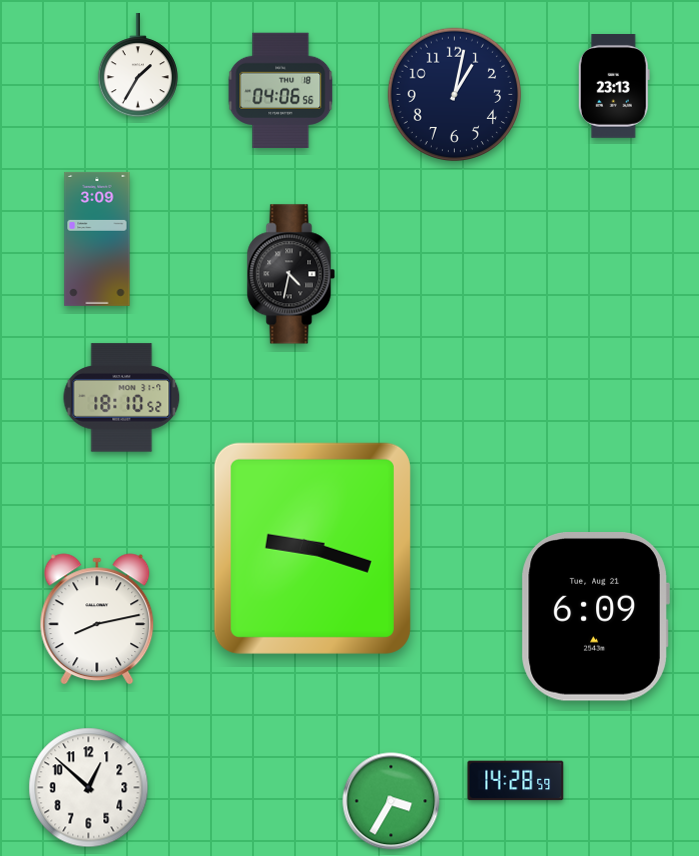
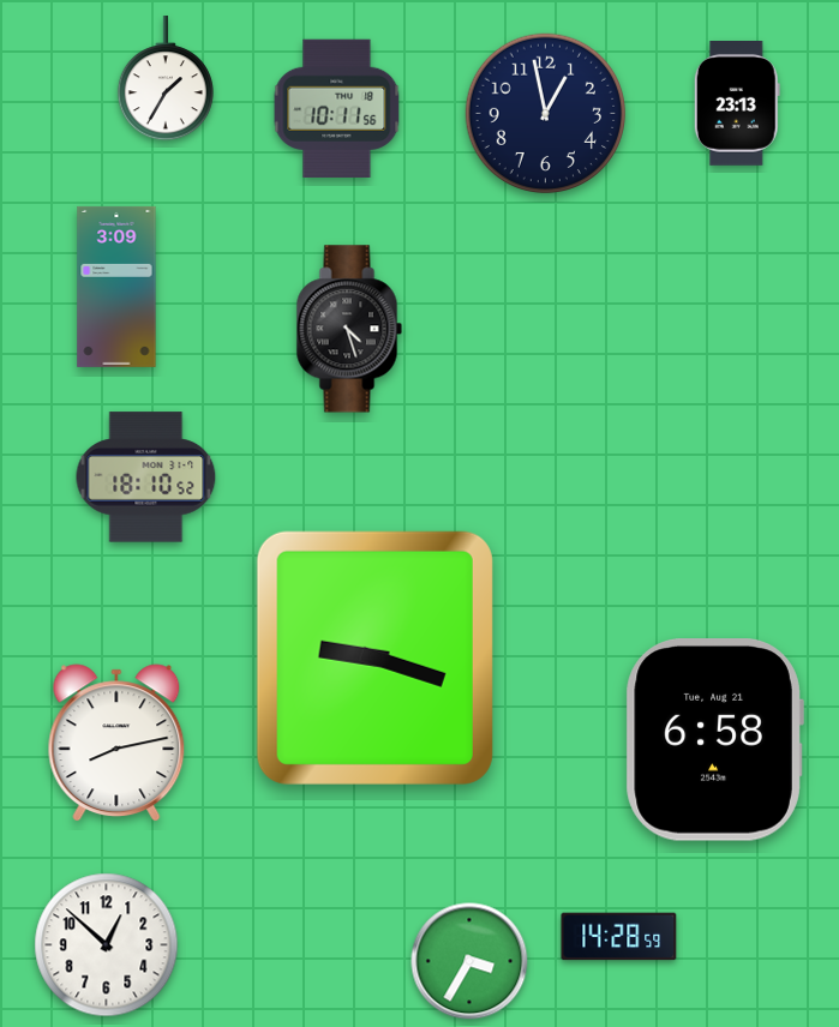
clock at (281, 91): 04:06 -> 10:11
clock at (455, 95): 1:02 -> 12:58
clock at (291, 274): 4:32 -> 4:27
clock at (595, 617): 6:09 -> 6:58
